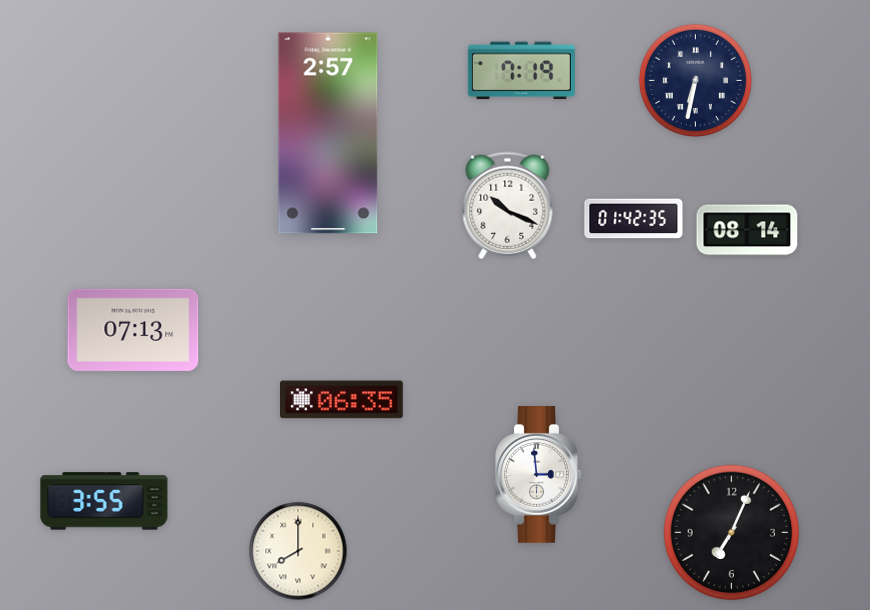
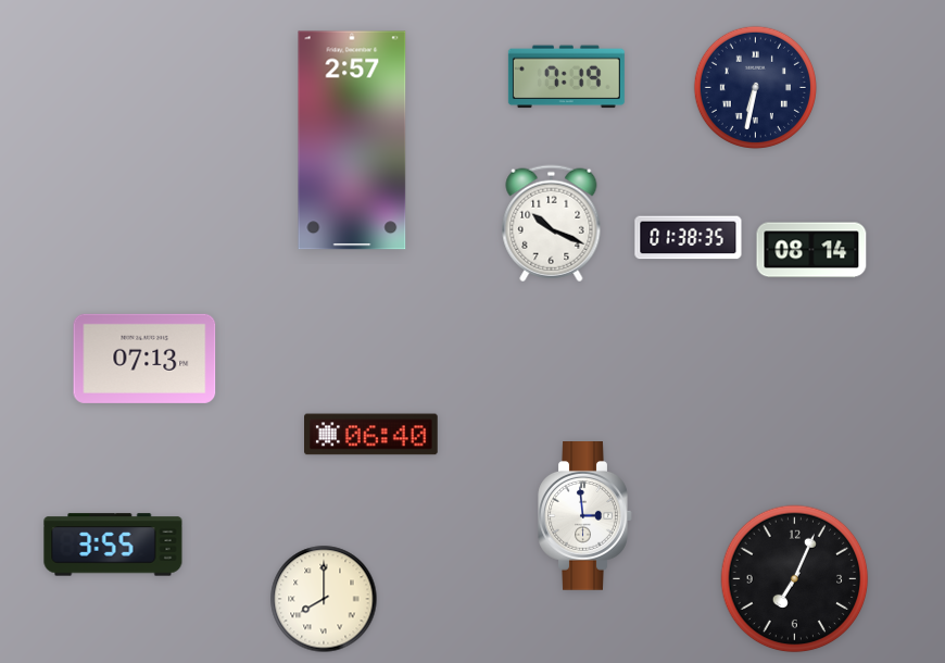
clock at (328, 133) position: (328, 133) -> (352, 140)
clock at (634, 219): 01:42 -> 01:38
clock at (342, 400): 06:35 -> 06:40
